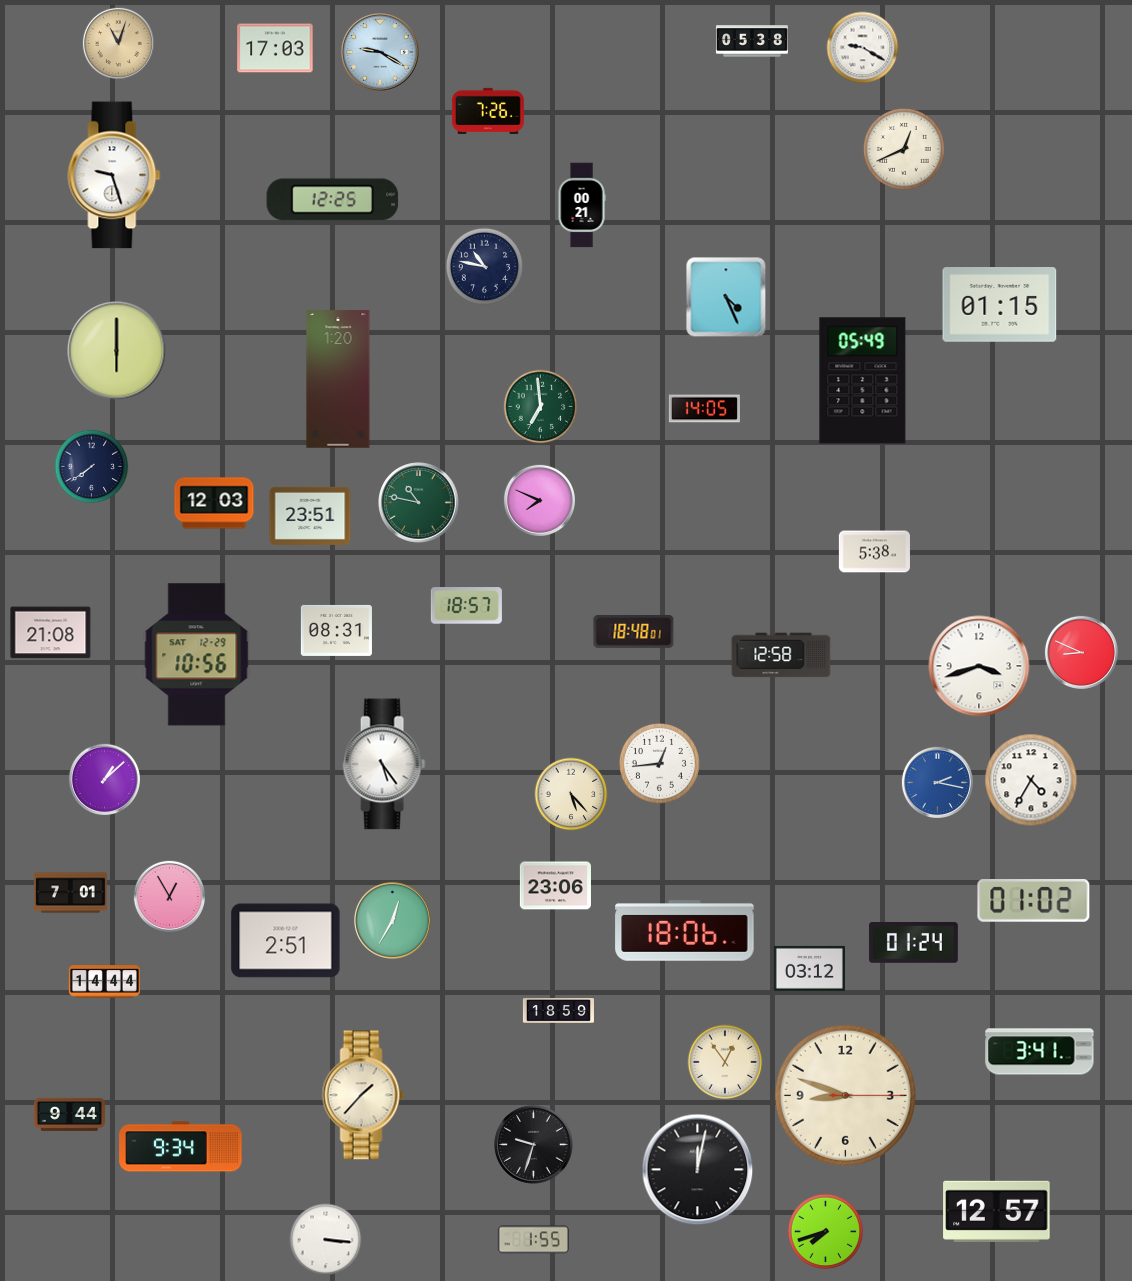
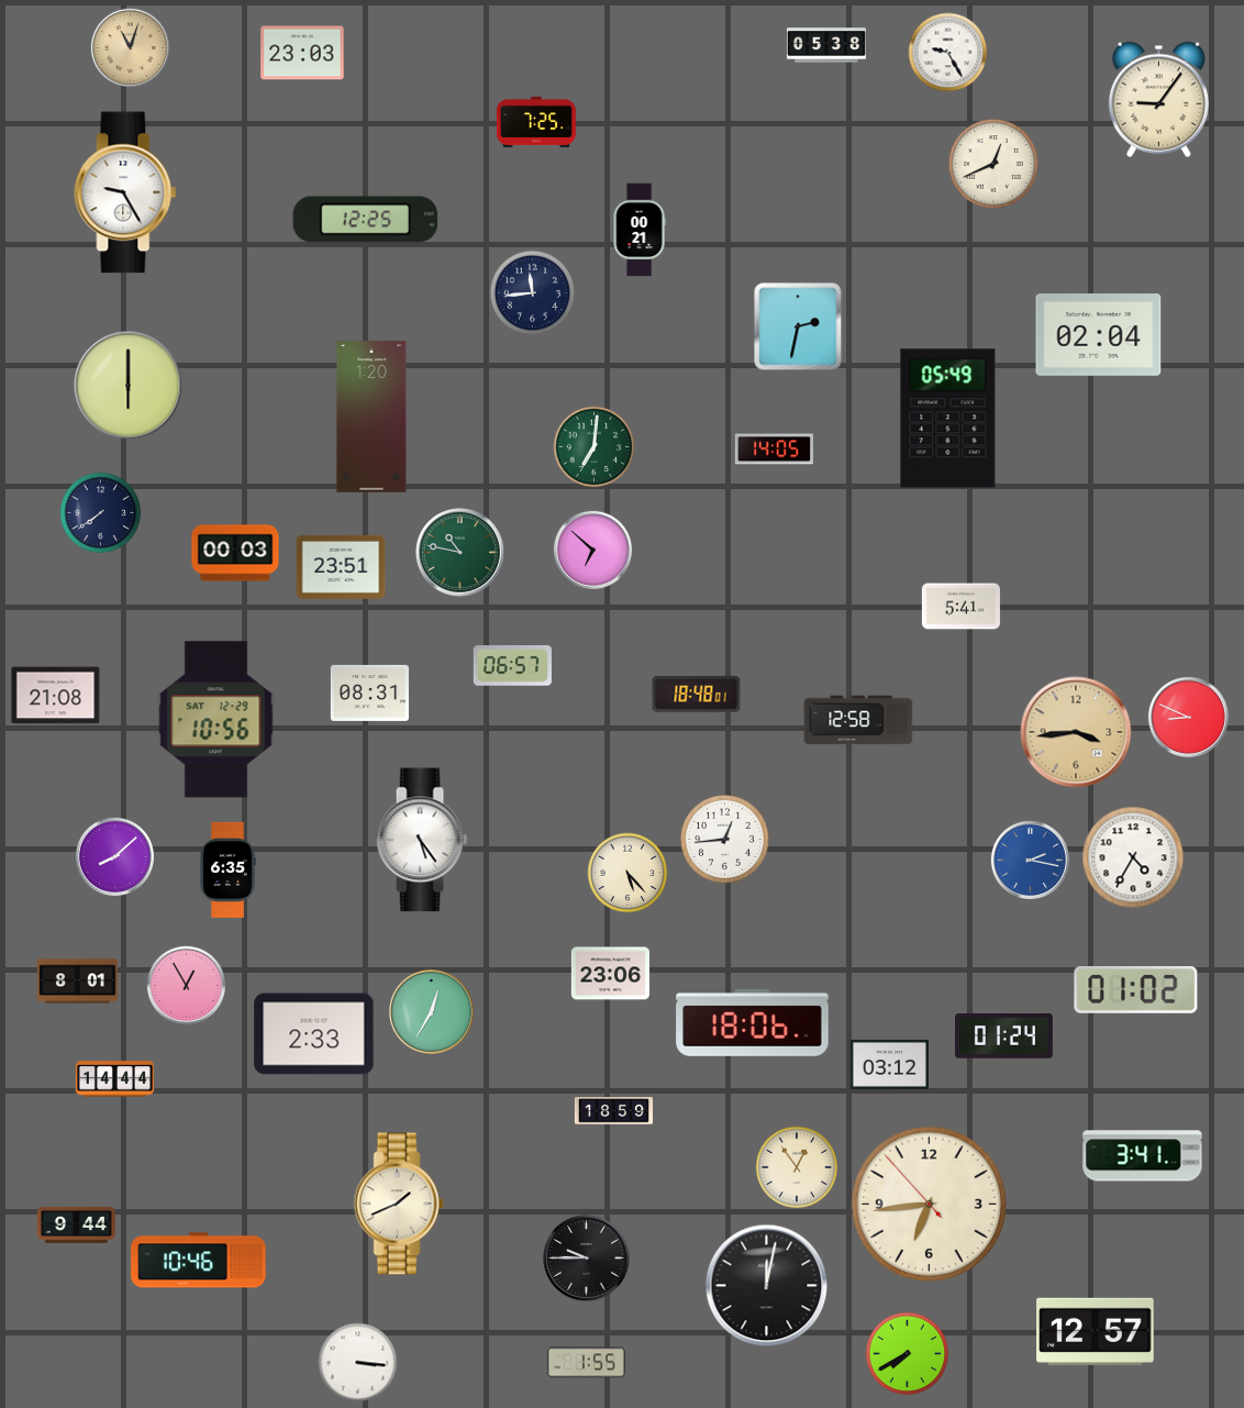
clock at (275, 48): 17:03 -> 23:03
clock at (863, 48): 9:20 -> 9:25
clock at (381, 53): 9:20 -> none
clock at (1158, 99): none -> 9:06
clock at (488, 111): 7:26 -> 7:25
clock at (114, 175): 9:27 -> 9:25
clock at (582, 205) position: (582, 205) -> (640, 230)
clock at (484, 266): 10:47 -> 11:44
clock at (726, 297): 4:26 -> 2:32
clock at (1000, 305): 01:15 -> 02:04
clock at (541, 407): 6:59 -> 7:01
clock at (539, 500): 7:49 -> 6:52
clock at (214, 503): 12:03 -> 00:03
clock at (874, 552): 5:38 -> 5:41
clock at (466, 606): 18:57 -> 06:57
clock at (979, 666): 3:42 -> 3:44
clock at (979, 666) dial: white -> champagne
clock at (104, 779): 1:08 -> 8:08
clock at (227, 869): none -> 6:35
clock at (70, 893): 7:01 -> 8:01
clock at (286, 941): 2:51 -> 2:33
clock at (363, 1095): 1:37 -> 1:41
clock at (845, 1095): 8:48 -> 6:43
clock at (534, 1145): 9:33 -> 9:45
clock at (181, 1147): 9:34 -> 10:46
clock at (826, 1232): 7:42 -> 7:40
